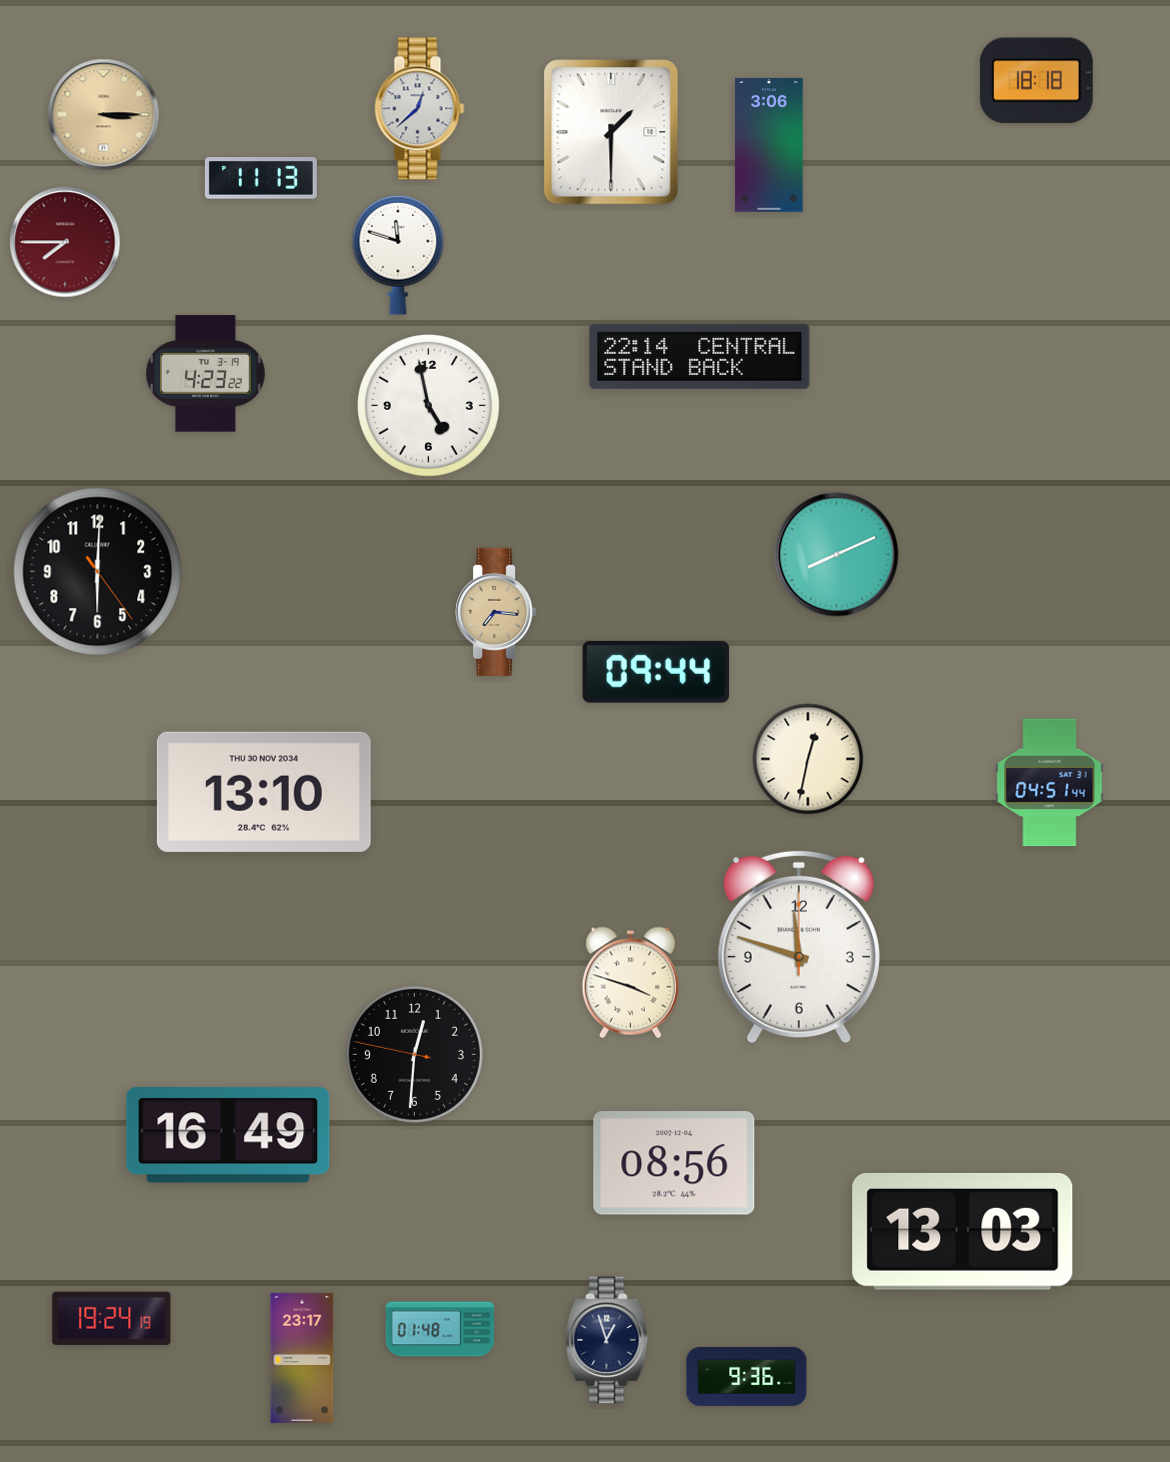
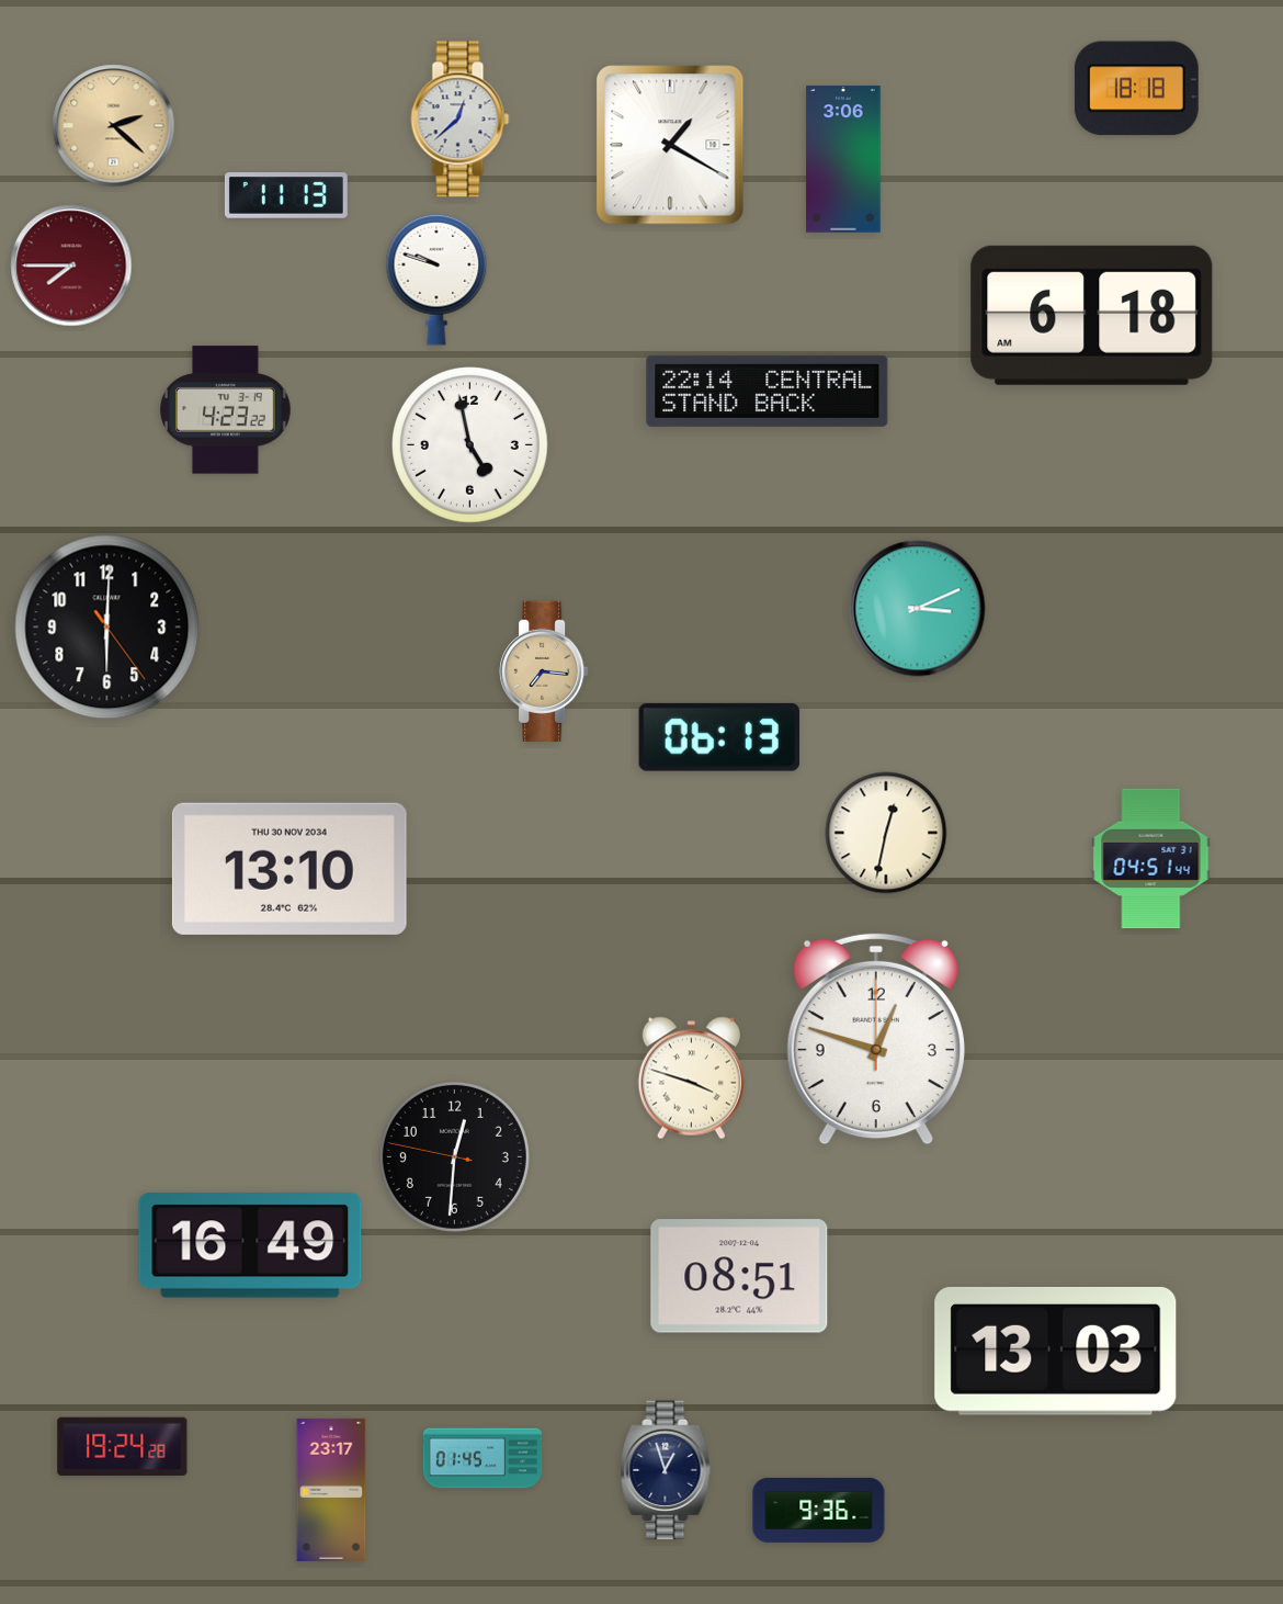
clock at (104, 115): 3:15 -> 2:22
clock at (611, 132): 1:30 -> 1:20
clock at (398, 255): 11:48 -> 9:48
clock at (1092, 315): none -> 6:18
clock at (837, 555): 8:11 -> 3:11
clock at (655, 672): 09:44 -> 06:13
clock at (799, 947): 11:48 -> 12:48
clock at (674, 1163): 08:56 -> 08:51
clock at (112, 1318): 19:24:19 -> 19:24:28
clock at (440, 1329): 01:48 -> 01:45
